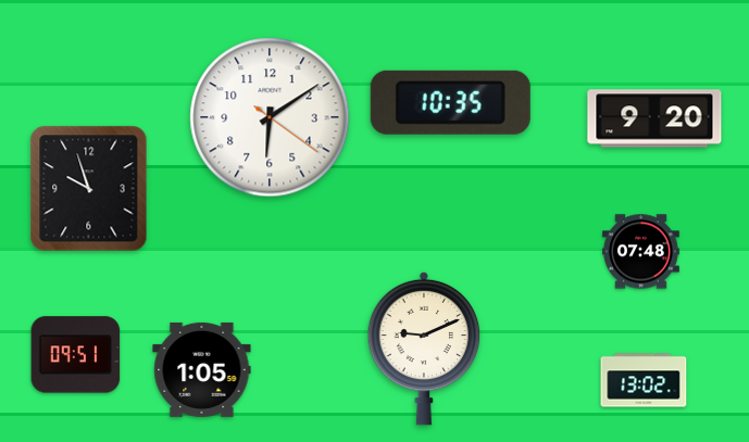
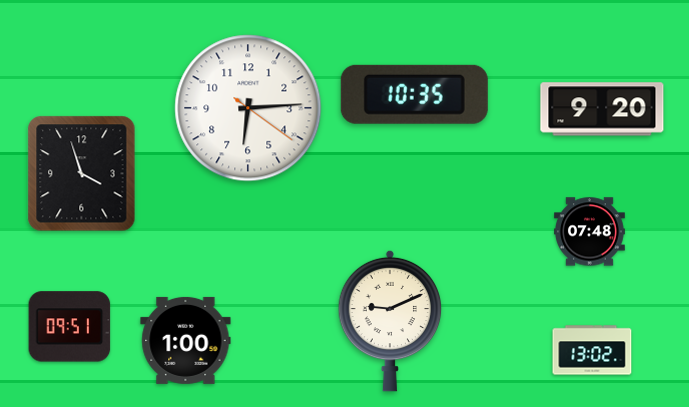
clock at (270, 117): 6:09 -> 6:14
clock at (89, 189): 9:57 -> 3:57
clock at (202, 369): 1:05 -> 1:00
